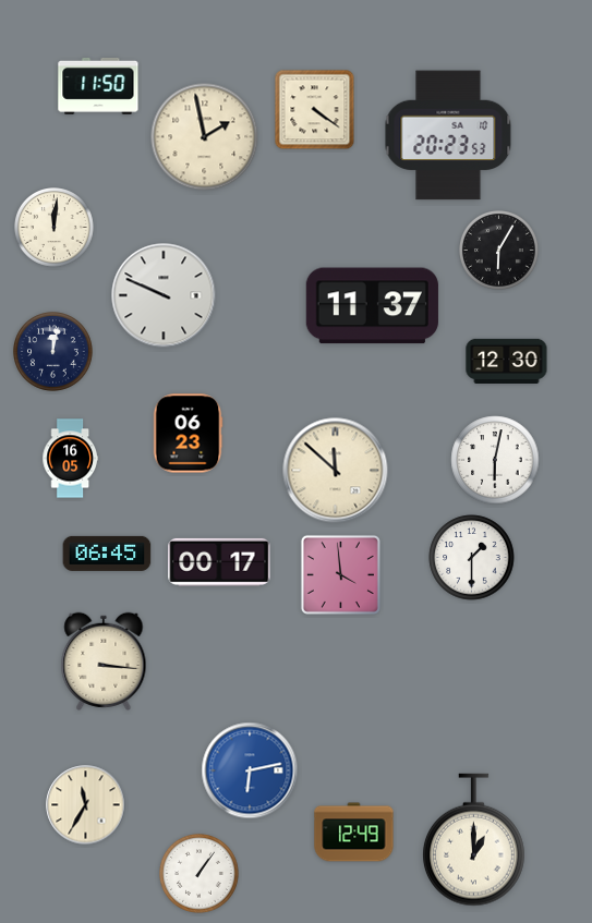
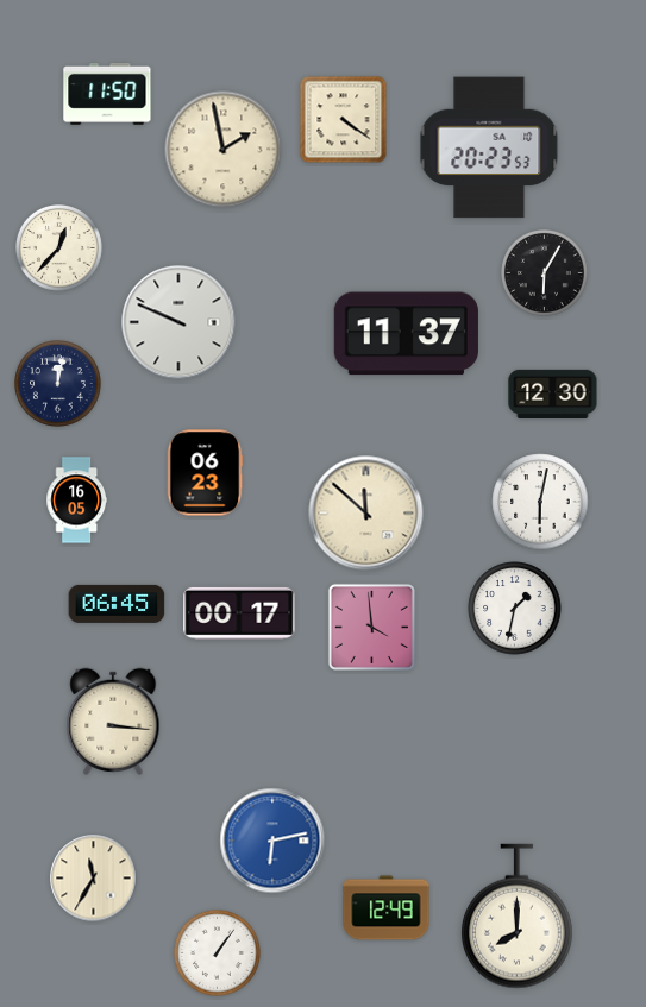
clock at (55, 228): 12:01 -> 12:37
clock at (472, 558): 1:30 -> 1:32
clock at (473, 840): 1:00 -> 8:00
